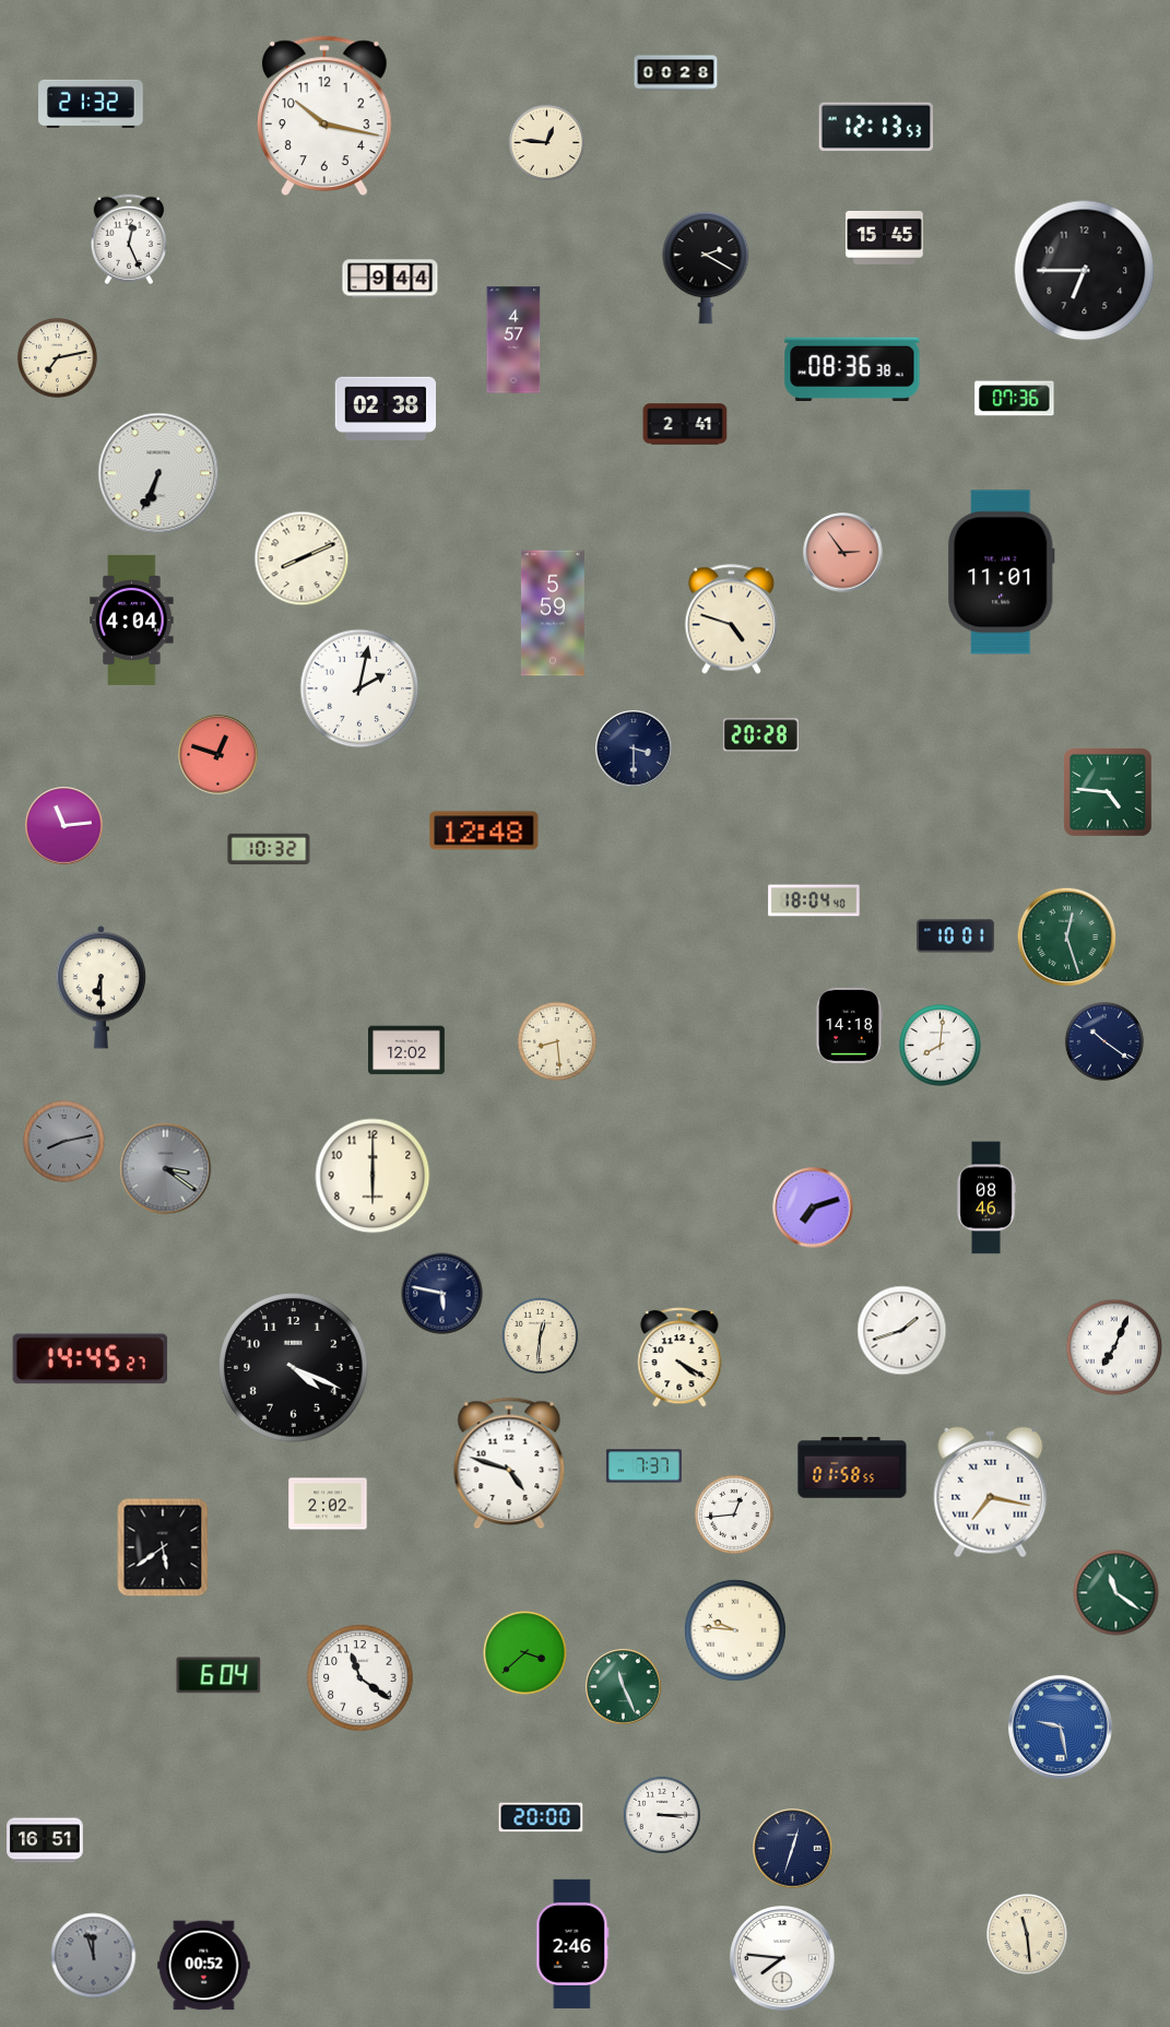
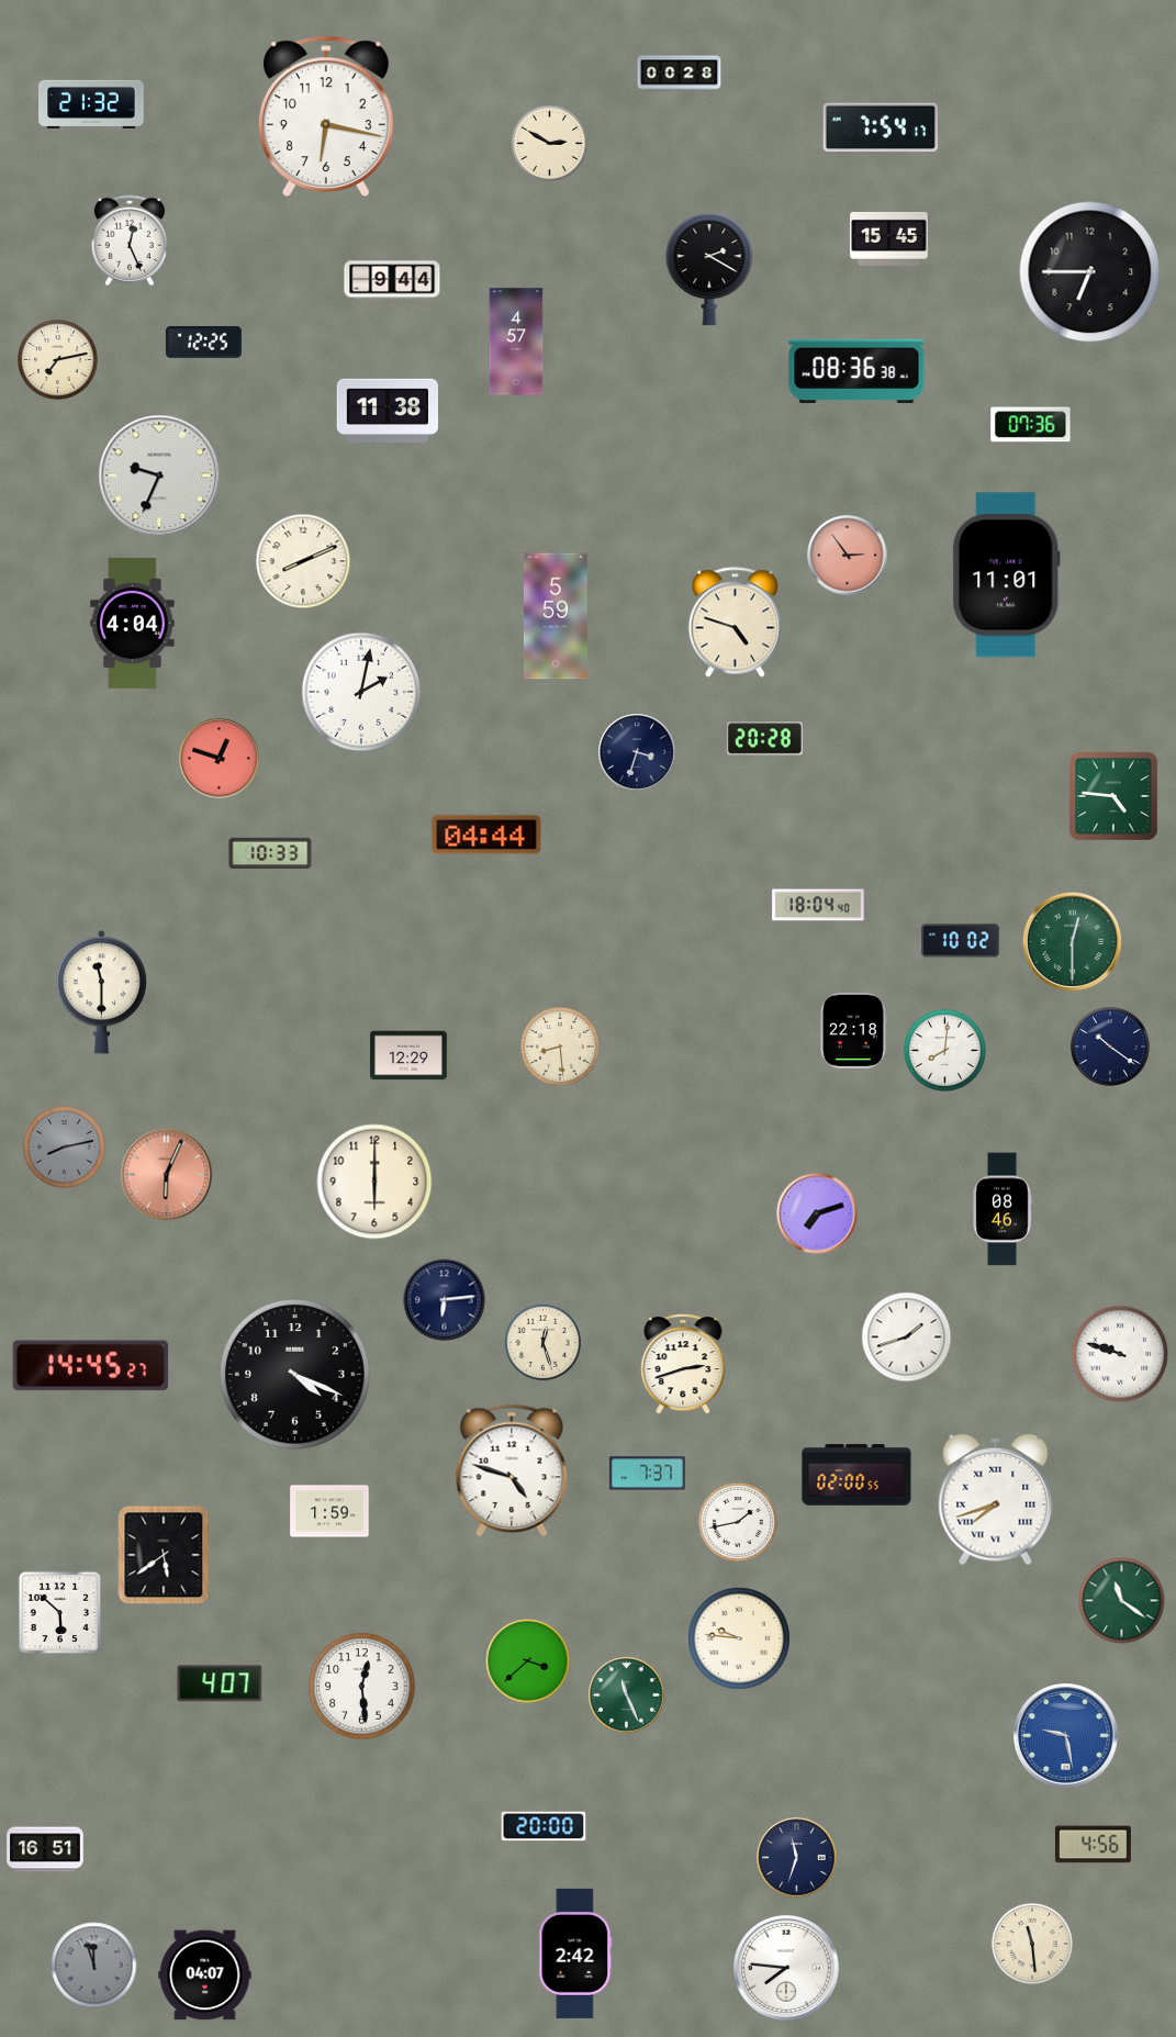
clock at (324, 115): 10:17 -> 6:17
clock at (875, 127): 12:13 -> 7:54
clock at (547, 143): 12:46 -> 2:50
clock at (203, 343): none -> 12:25
clock at (1015, 399) position: (1015, 399) -> (1031, 425)
clock at (385, 409): 02:38 -> 11:38
clock at (685, 424): 2:41 -> none
clock at (158, 473): 6:34 -> 9:34
clock at (634, 749): 3:30 -> 3:33
clock at (64, 826): 11:14 -> none
clock at (484, 830): 12:48 -> 04:44
clock at (269, 849): 10:32 -> 10:33
clock at (956, 936): 10:01 -> 10:02
clock at (1067, 938): 12:27 -> 12:30
clock at (102, 988): 6:30 -> 11:30
clock at (849, 1025): 14:18 -> 22:18
clock at (407, 1050): 12:02 -> 12:29
clock at (166, 1169): 3:21 -> 6:04
clock at (166, 1169) dial: grey -> salmon
clock at (986, 1198) position: (986, 1198) -> (1003, 1209)
clock at (442, 1294): 5:47 -> 6:14
clock at (541, 1336): 12:31 -> 12:27
clock at (1114, 1347): 7:04 -> 9:48
clock at (679, 1357): 4:20 -> 2:42
clock at (852, 1468): 01:58 -> 02:00
clock at (991, 1493): 7:17 -> 7:42
clock at (328, 1504): 2:02 -> 1:59
clock at (734, 1515): 12:44 -> 1:43
clock at (60, 1613): none -> 5:52
clock at (218, 1675): 6:04 -> 4:07
clock at (361, 1678): 11:21 -> 12:29
clock at (661, 1814): 3:15 -> none
clock at (1093, 1845): none -> 4:56
clock at (793, 1849): 12:33 -> 11:33
clock at (572, 1944): 2:46 -> 2:42
clock at (204, 1966): 00:52 -> 04:07
